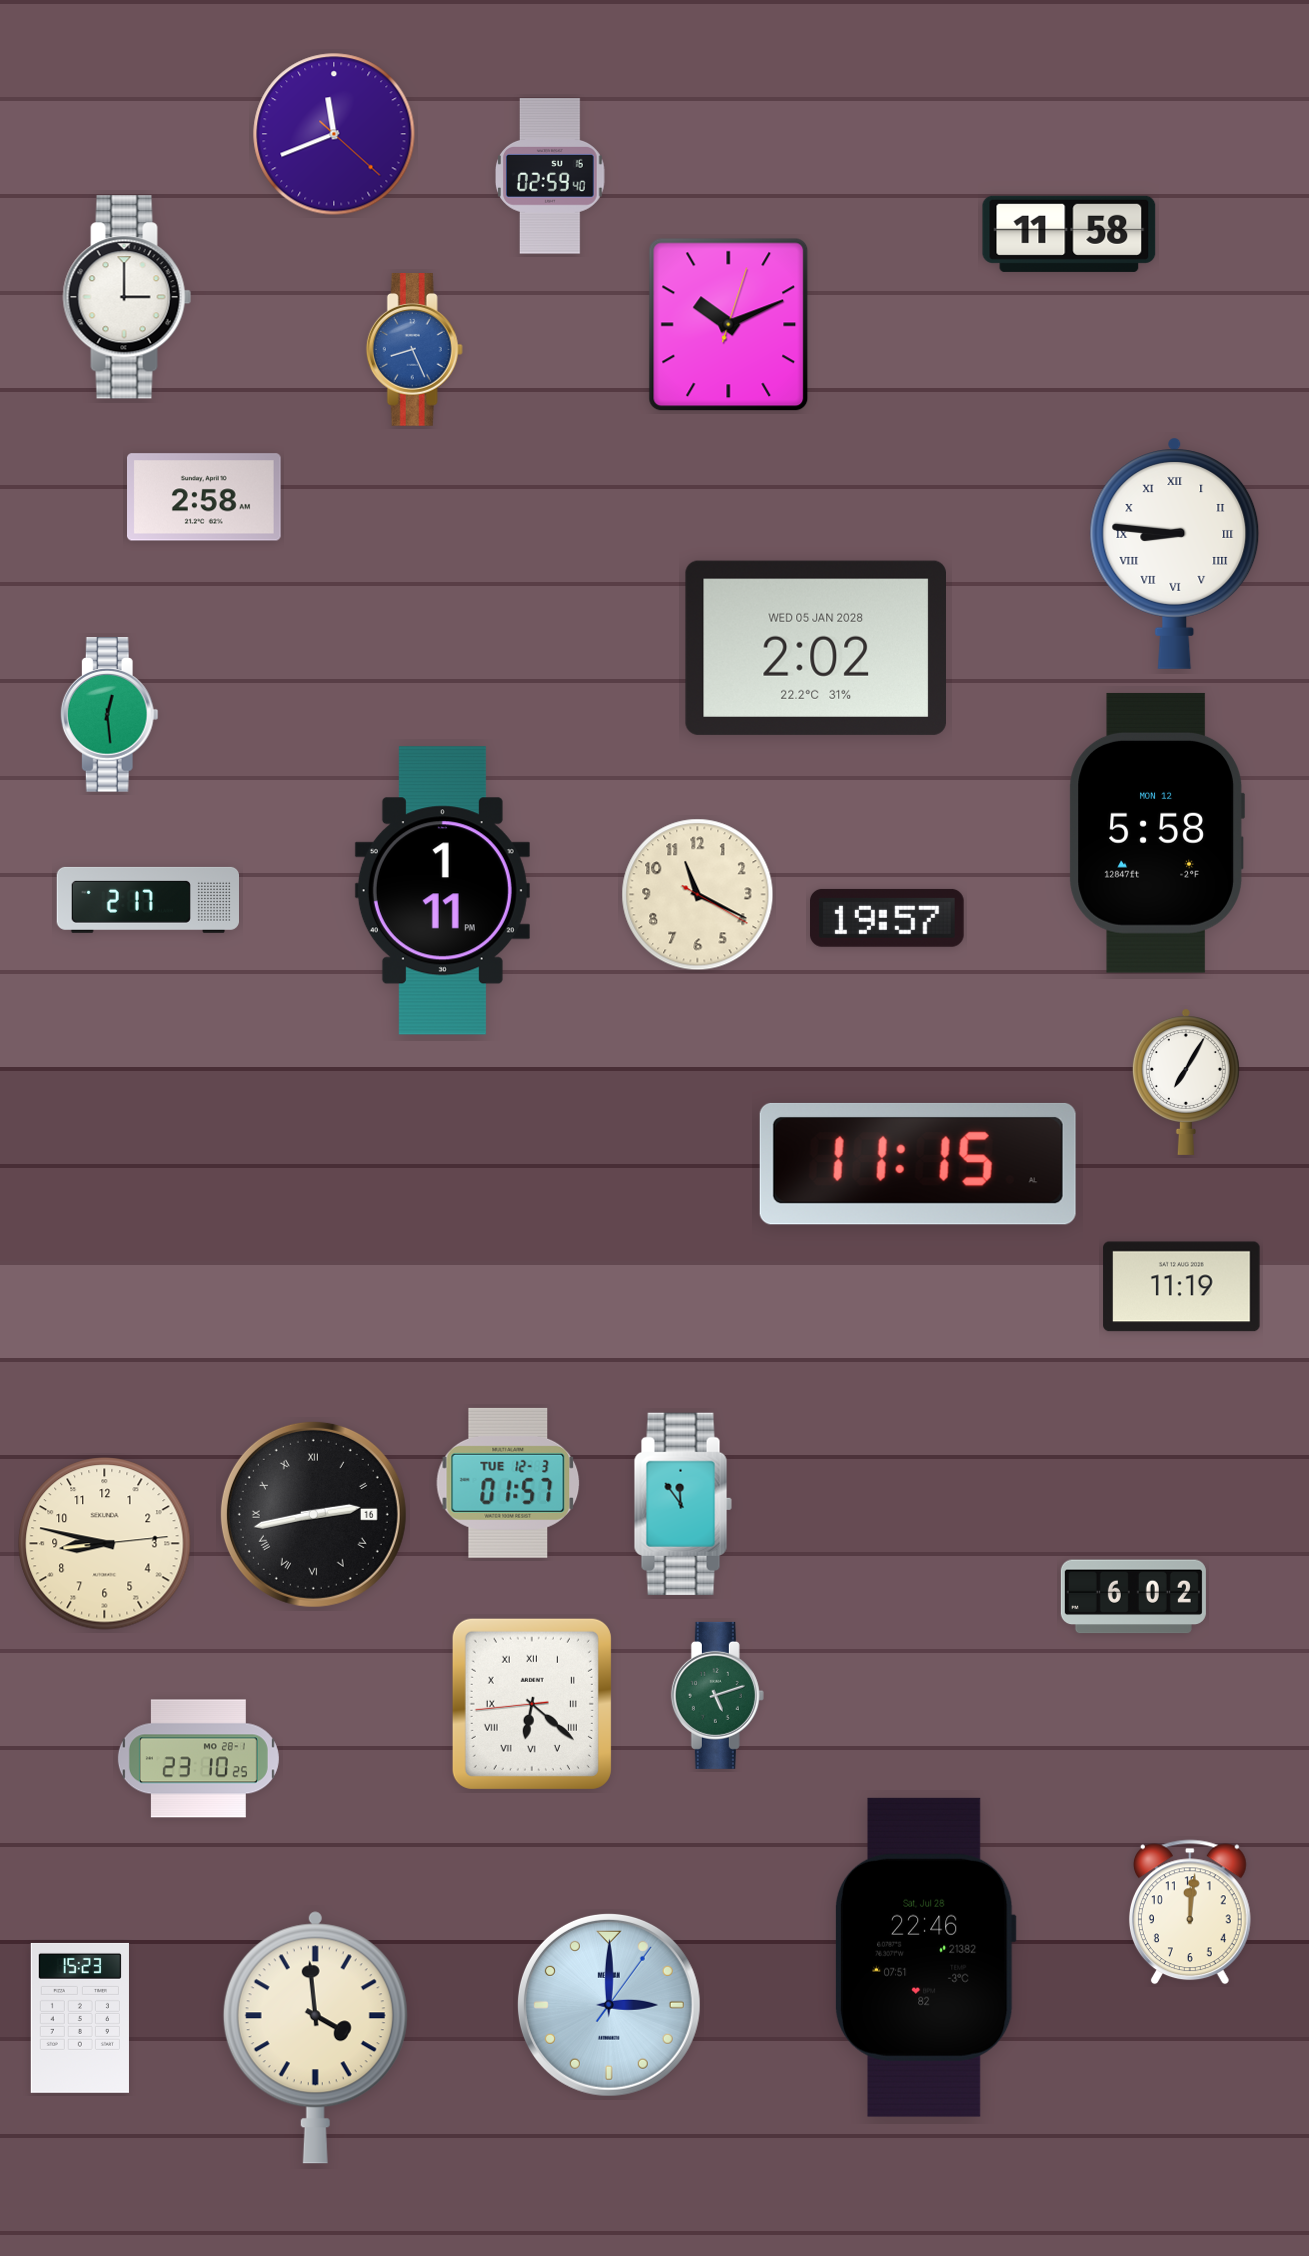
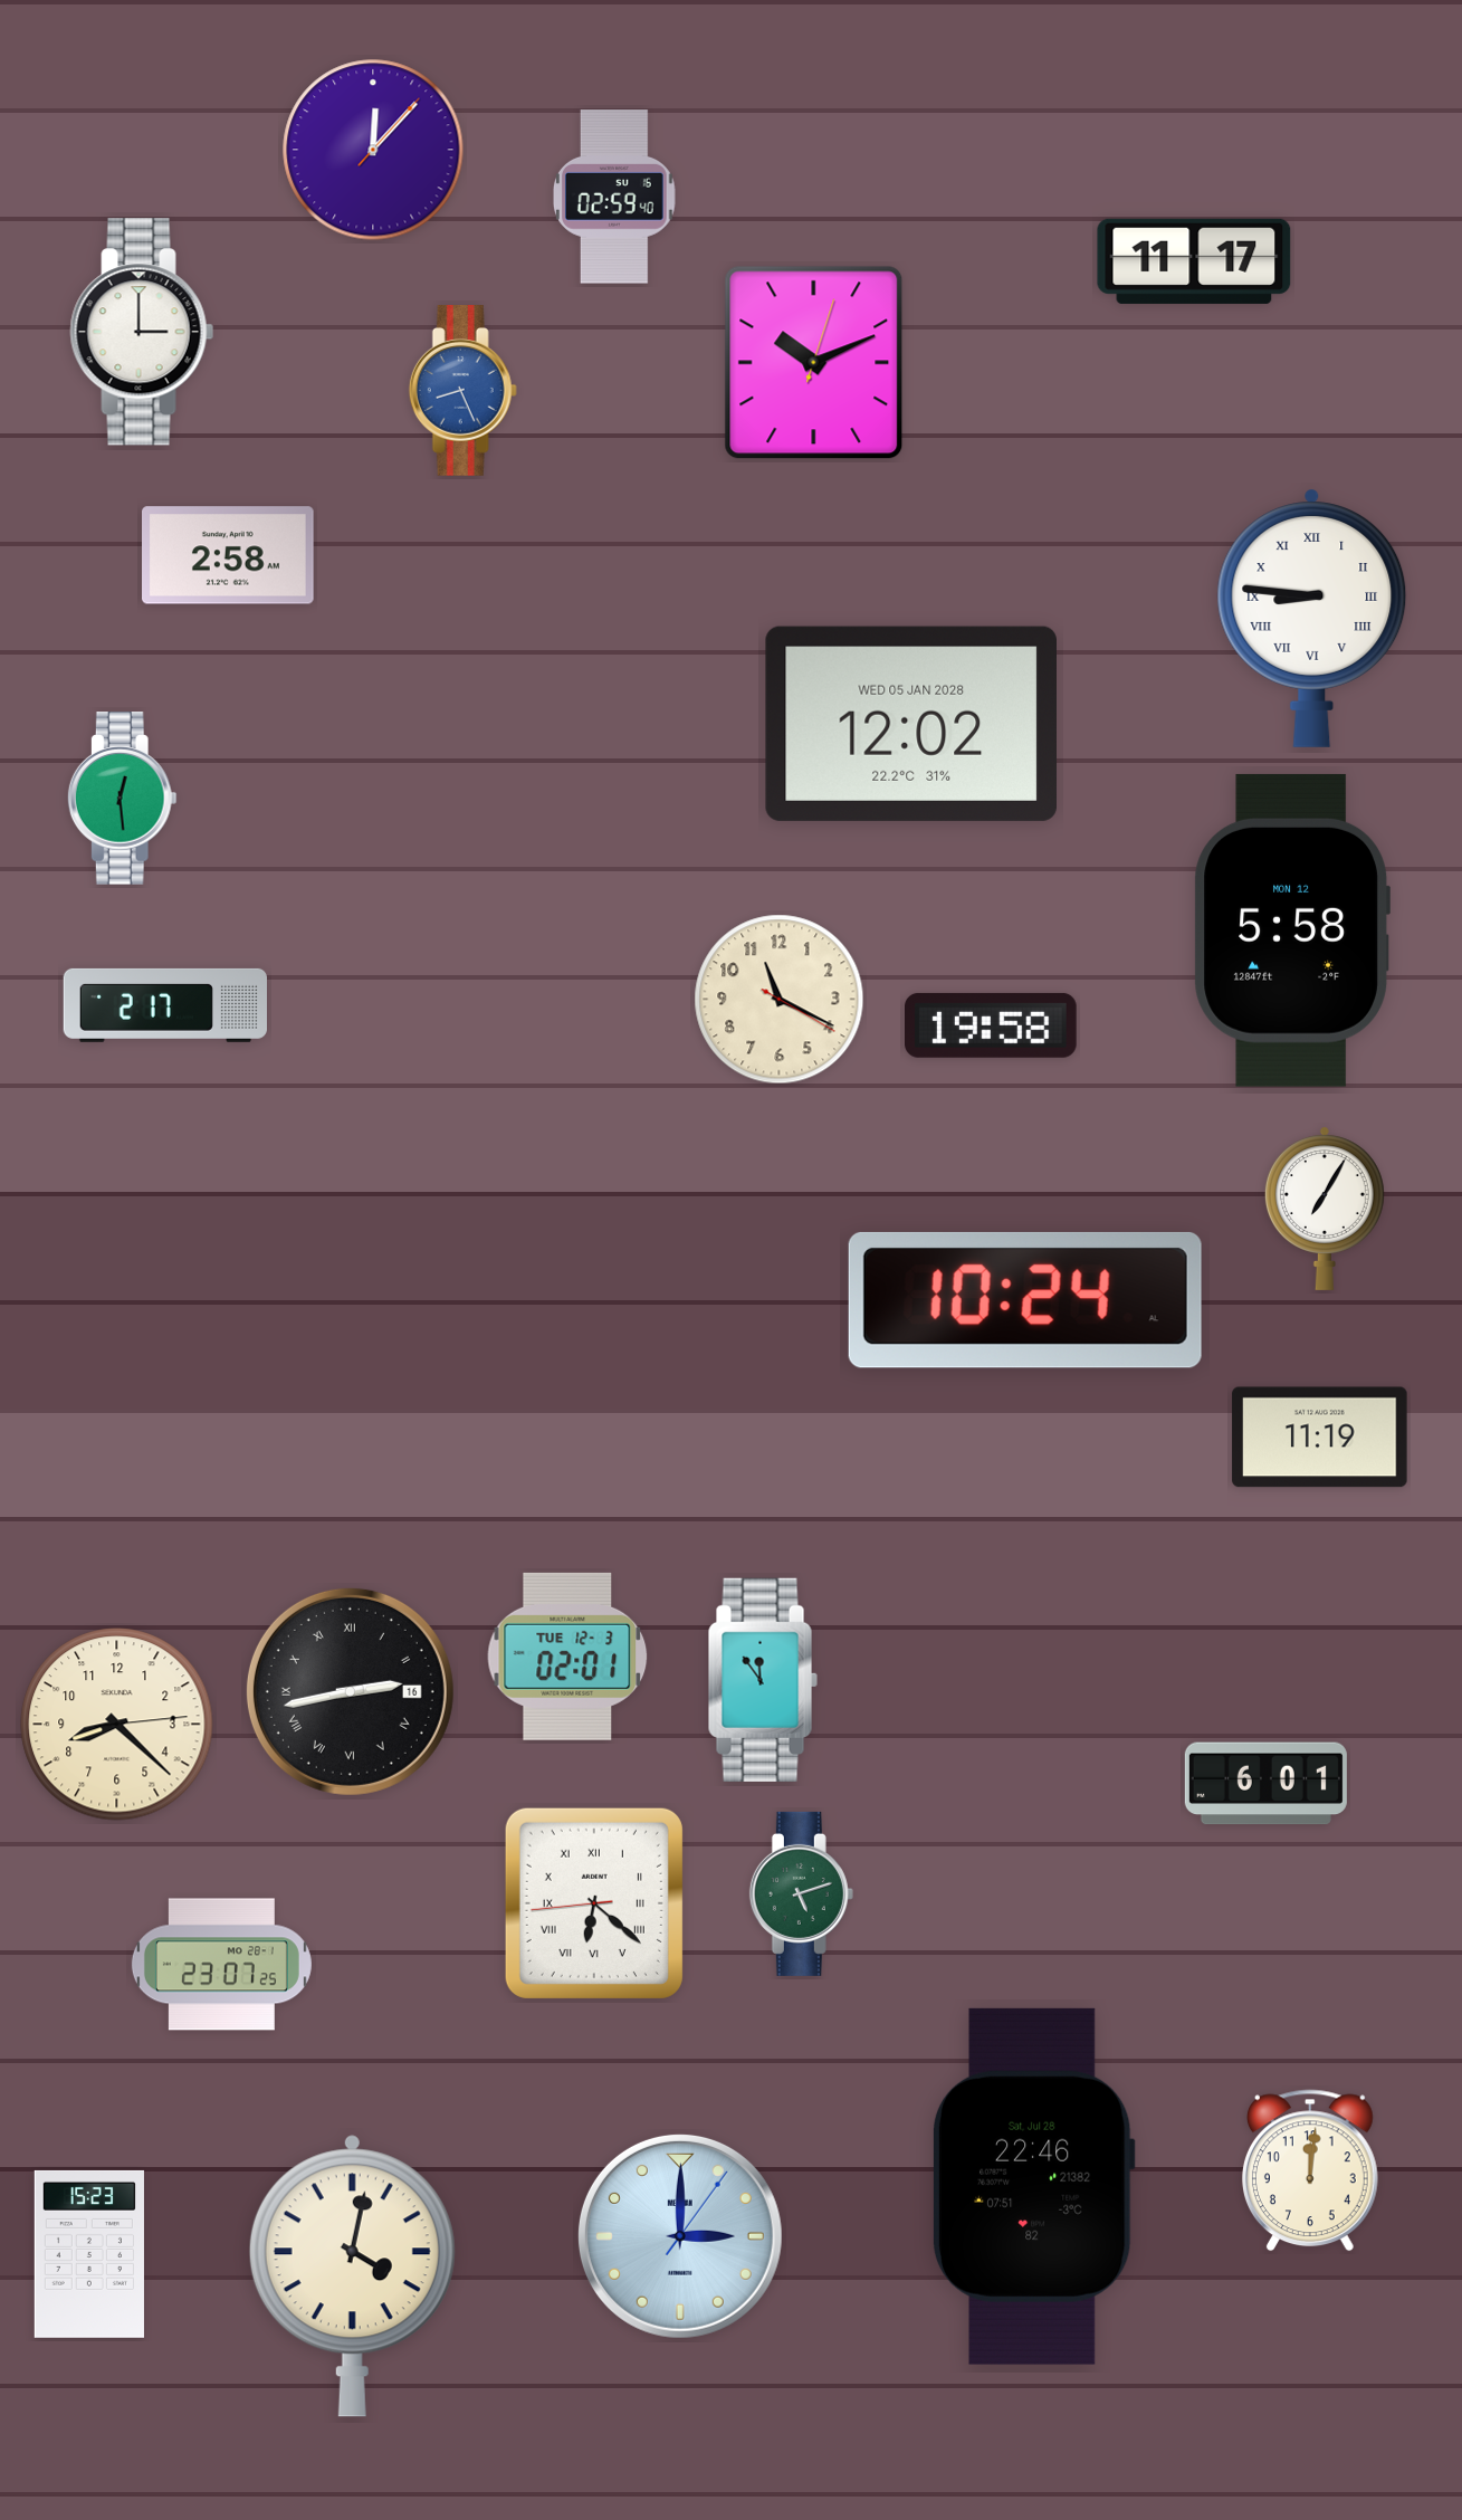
clock at (334, 134): 11:41 -> 12:07
clock at (1069, 234): 11:58 -> 11:17
clock at (815, 648): 2:02 -> 12:02
clock at (442, 891): 1:11 -> none
clock at (888, 918): 19:57 -> 19:58
clock at (918, 1164): 11:15 -> 10:24
clock at (508, 1483): 01:57 -> 02:01
clock at (105, 1544): 8:47 -> 8:22
clock at (1133, 1597): 6:02 -> 6:01
clock at (198, 1759): 23:10 -> 23:07
clock at (1190, 1912) position: (1190, 1912) -> (1310, 2170)
clock at (609, 2005) position: (609, 2005) -> (680, 2236)
clock at (315, 2037): 3:59 -> 4:02
